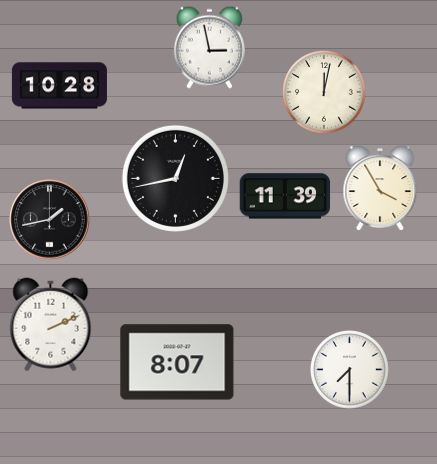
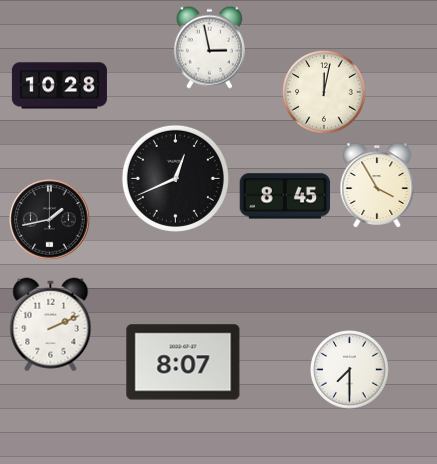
clock at (175, 178): 12:43 -> 12:41
clock at (380, 188) position: (380, 188) -> (377, 185)
clock at (285, 196): 11:39 -> 8:45
clock at (177, 362) position: (177, 362) -> (183, 362)
